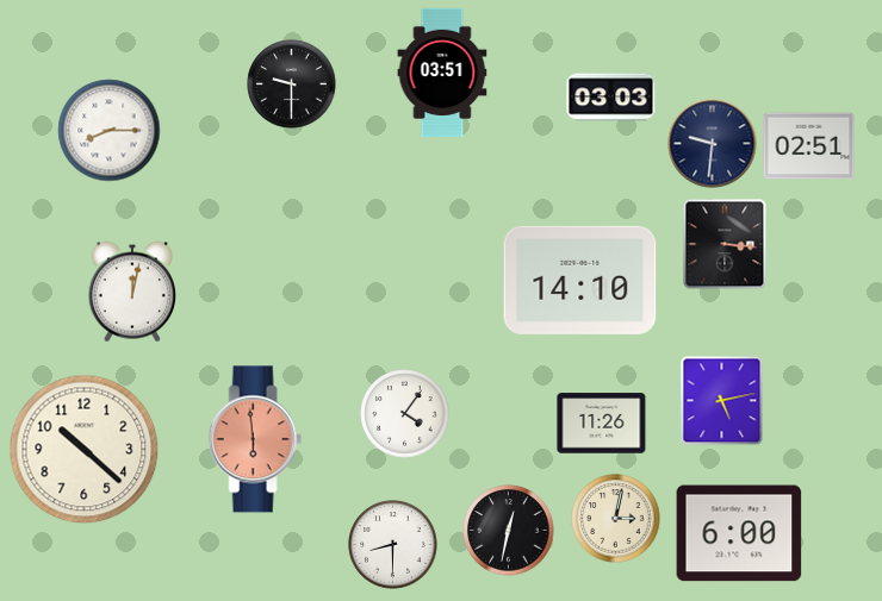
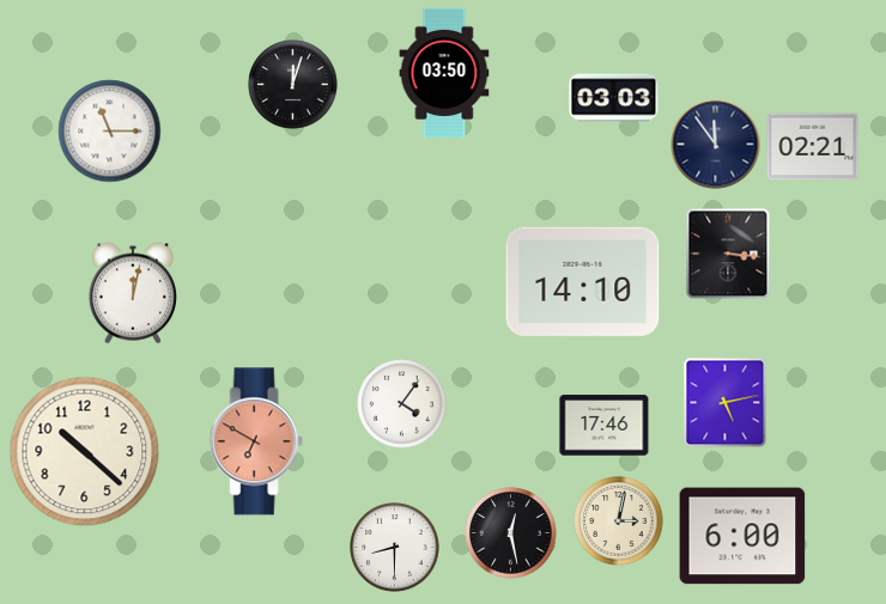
clock at (442, 73): 03:51 -> 03:50
clock at (292, 84): 9:30 -> 12:03
clock at (110, 131): 8:15 -> 11:15
clock at (713, 144): 9:31 -> 11:54
clock at (809, 146): 02:51 -> 02:21
clock at (725, 244) position: (725, 244) -> (728, 254)
clock at (405, 414) position: (405, 414) -> (402, 404)
clock at (602, 424): 11:26 -> 17:46
clock at (255, 439): 5:59 -> 6:50
clock at (509, 531): 12:32 -> 12:28
